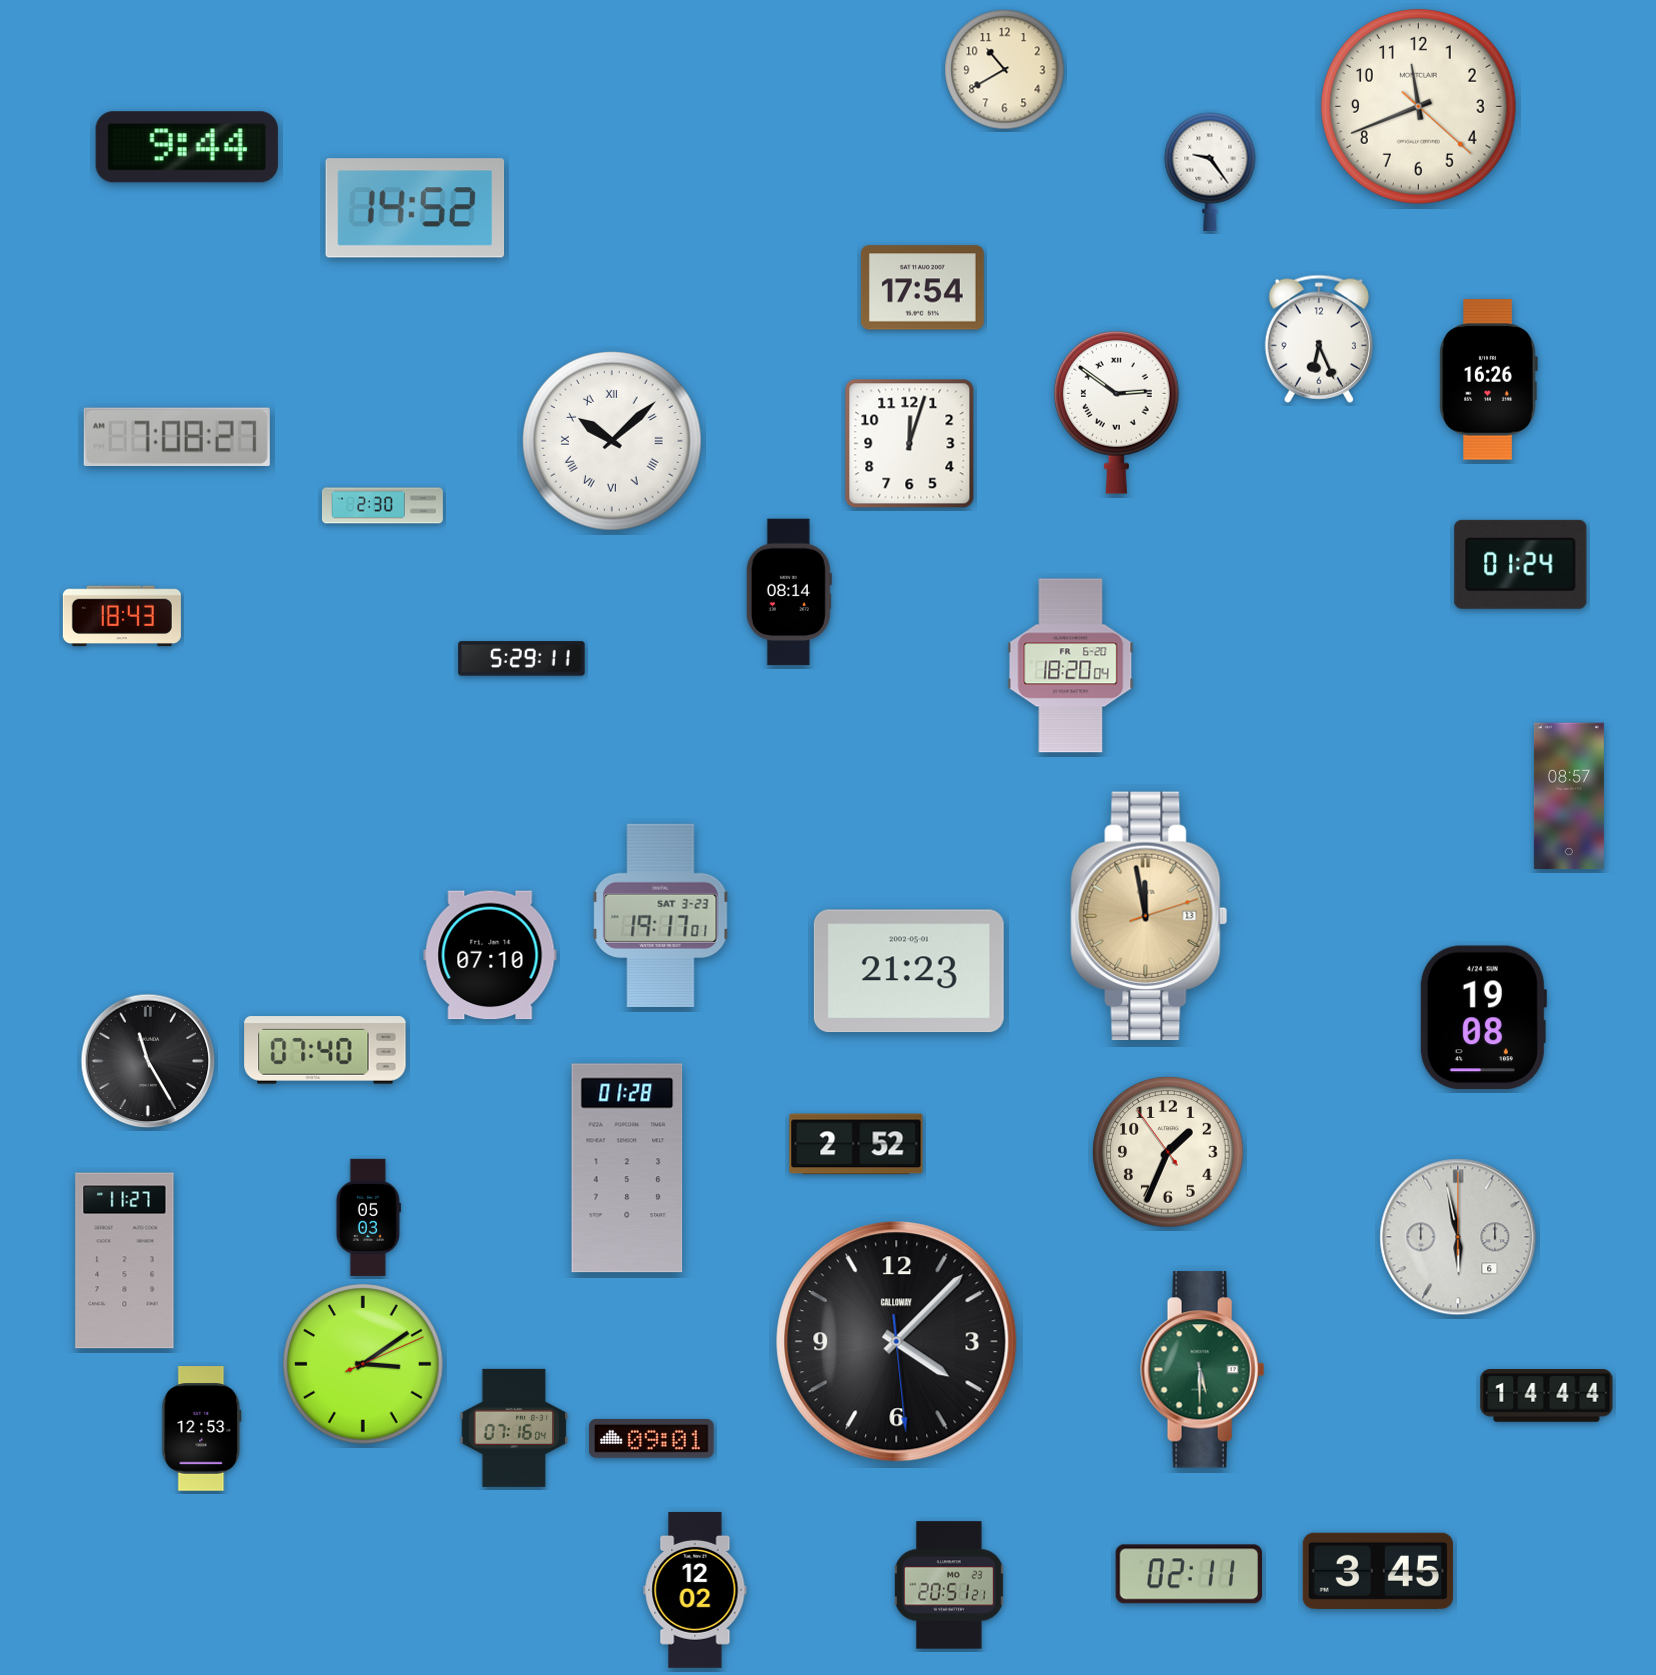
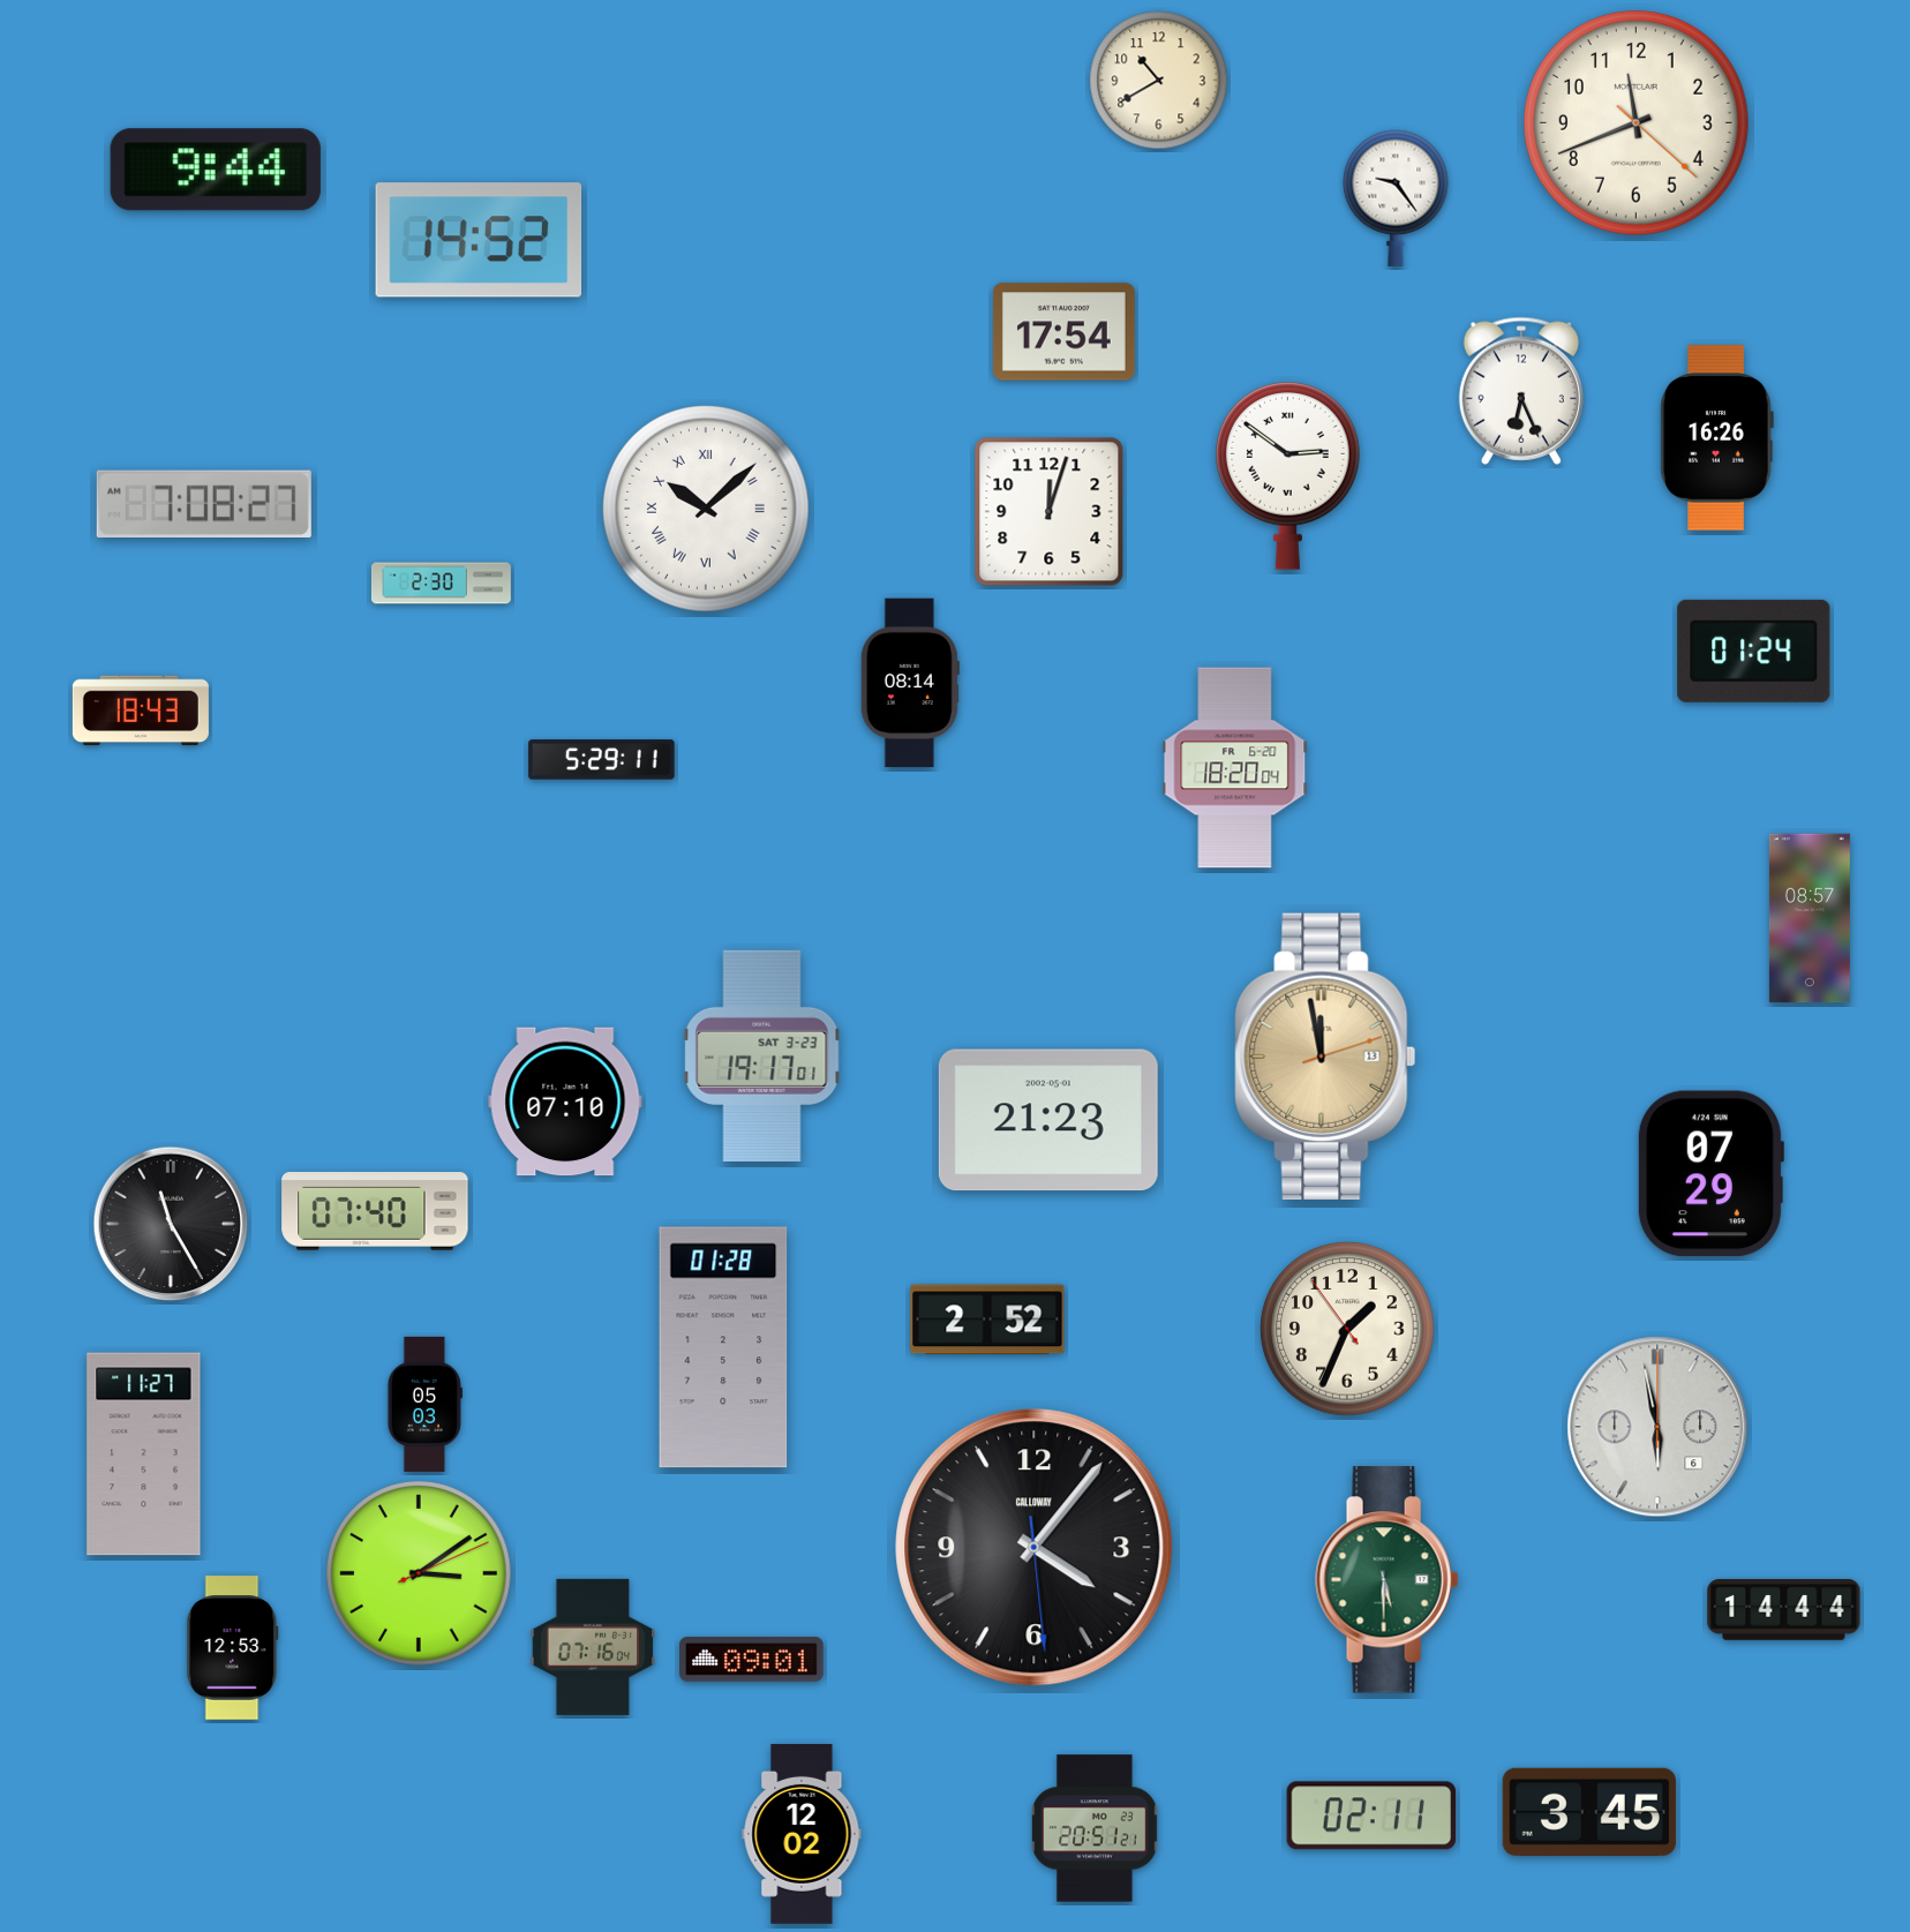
clock at (1483, 1018): 19:08 -> 07:29
clock at (1458, 1237) position: (1458, 1237) -> (1657, 1427)
clock at (897, 1342): 4:07 -> 4:06
